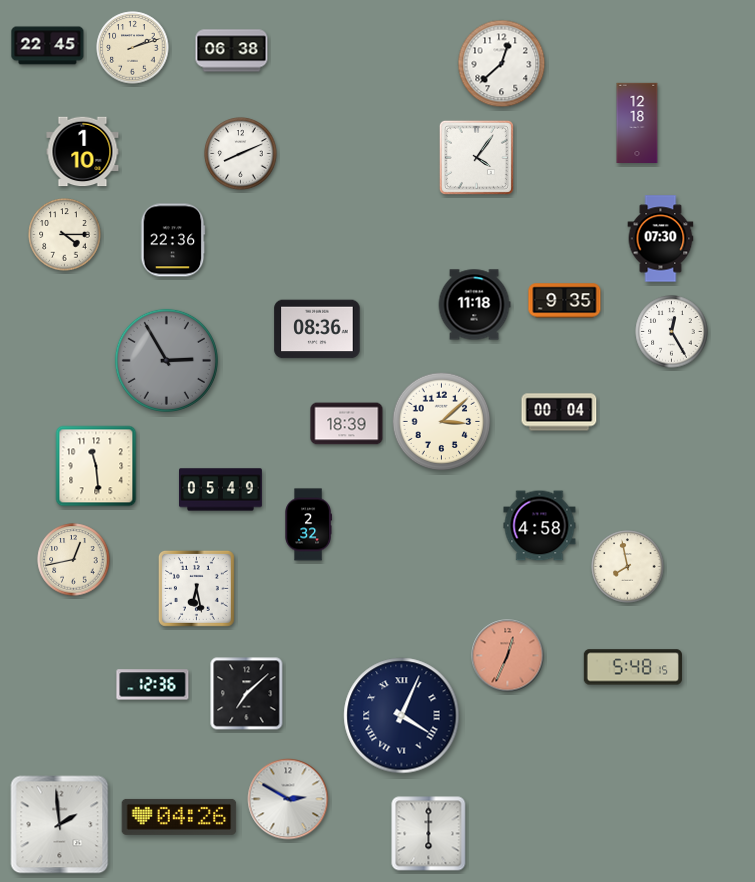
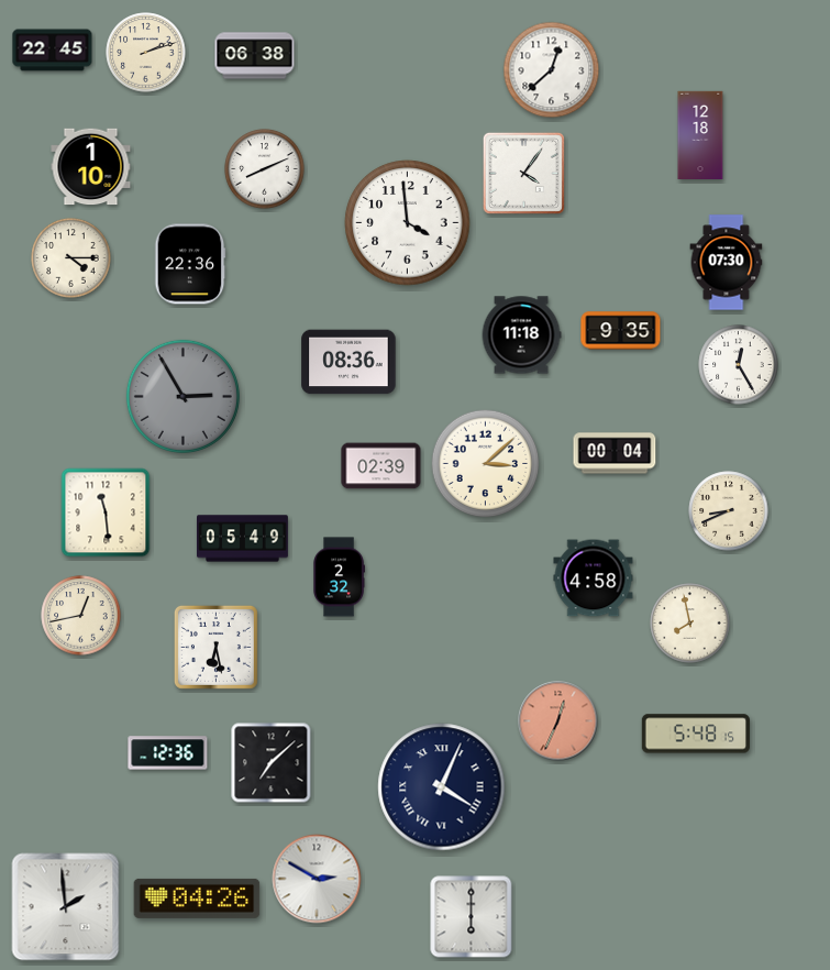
clock at (408, 223): none -> 3:59
clock at (347, 424): 18:39 -> 02:39
clock at (729, 511): none -> 8:41
